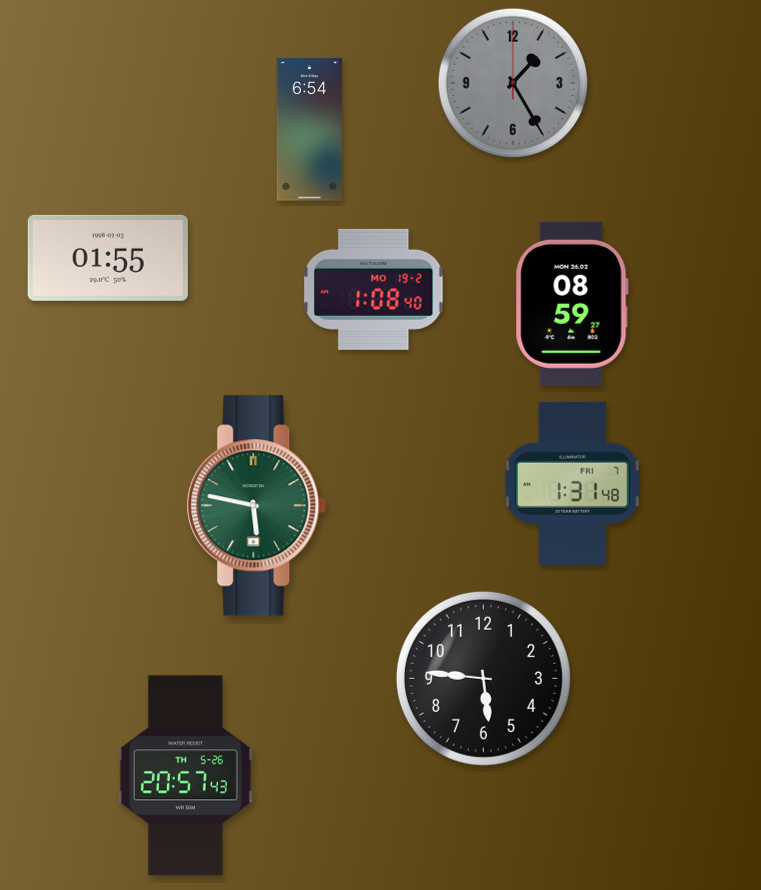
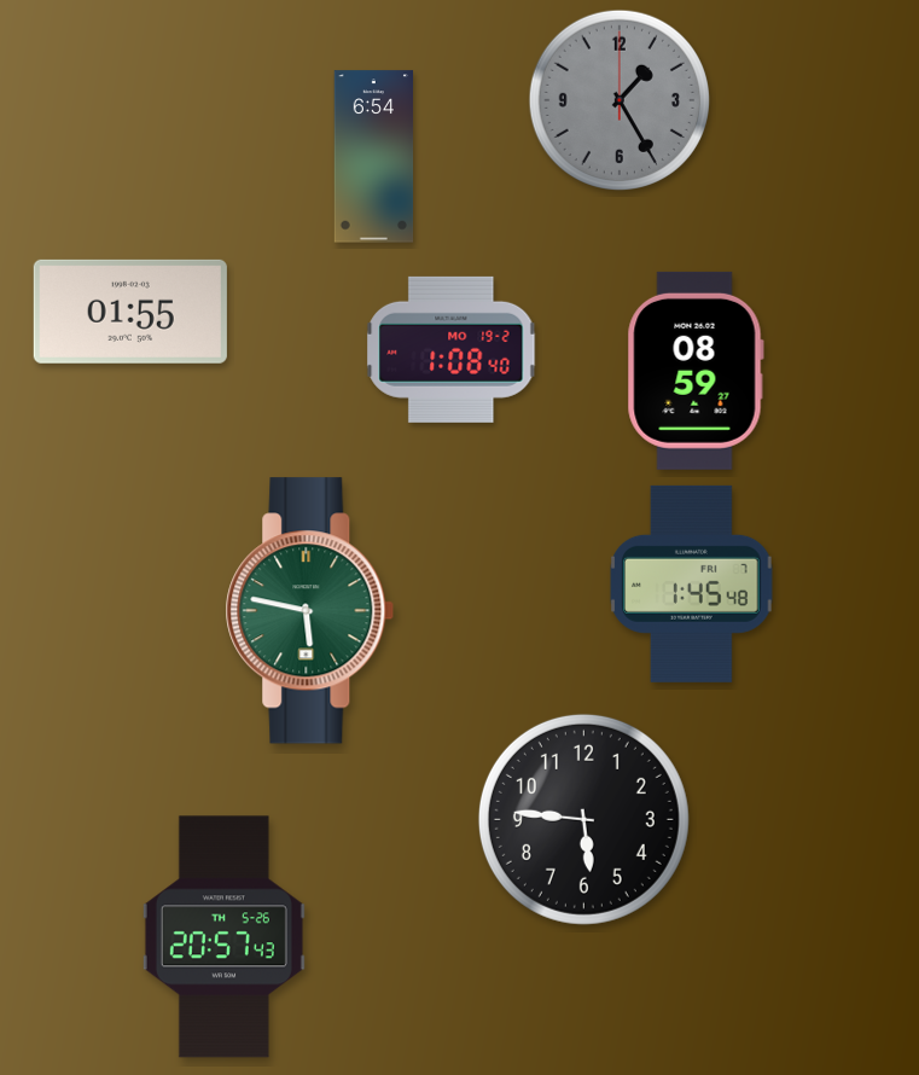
clock at (572, 304) position: (572, 304) -> (696, 371)
clock at (573, 483): 1:31 -> 1:45
